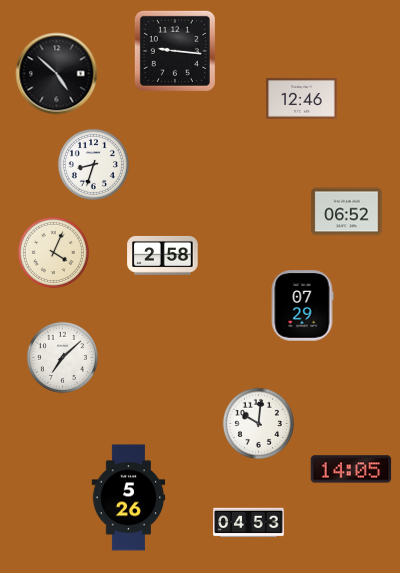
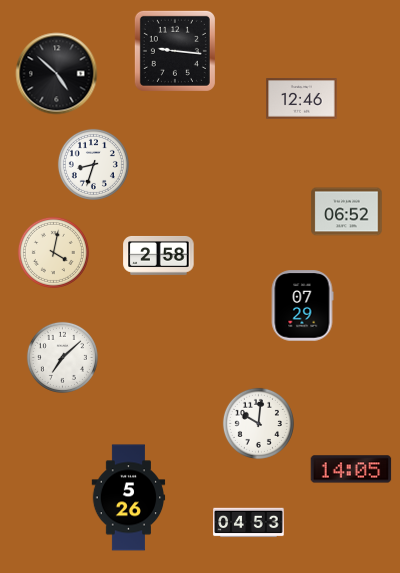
clock at (53, 252): 4:04 -> 4:02
clock at (163, 255) position: (163, 255) -> (159, 255)
